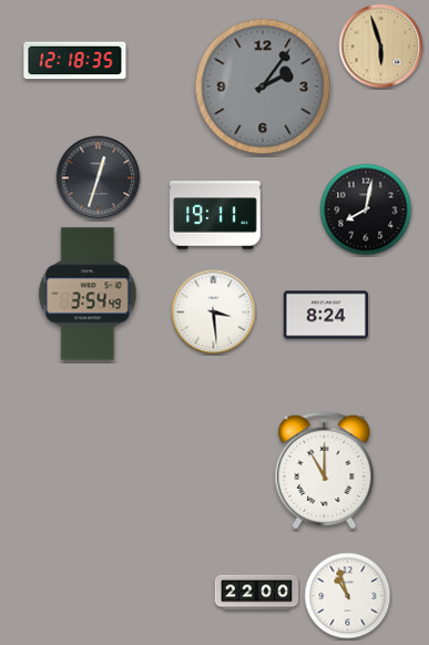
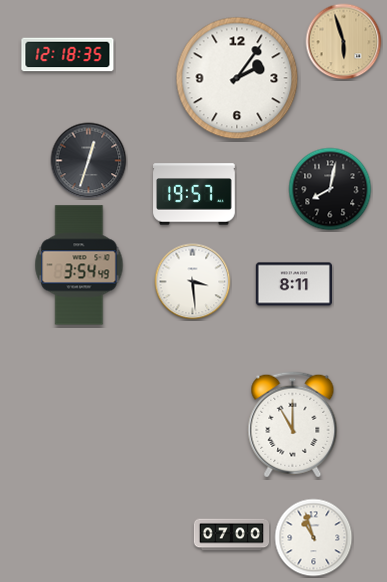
clock at (263, 86) dial: grey -> white
clock at (215, 215): 19:11 -> 19:57
clock at (325, 315): 8:24 -> 8:11
clock at (257, 593): 22:00 -> 07:00
